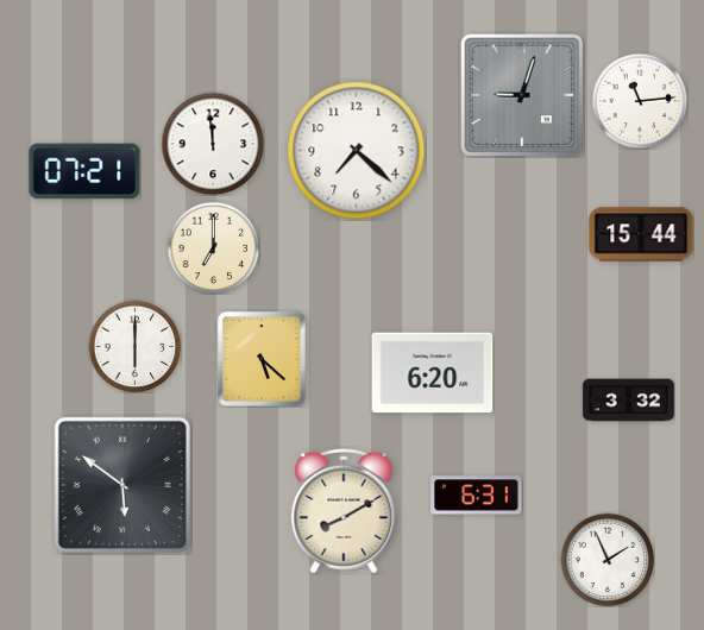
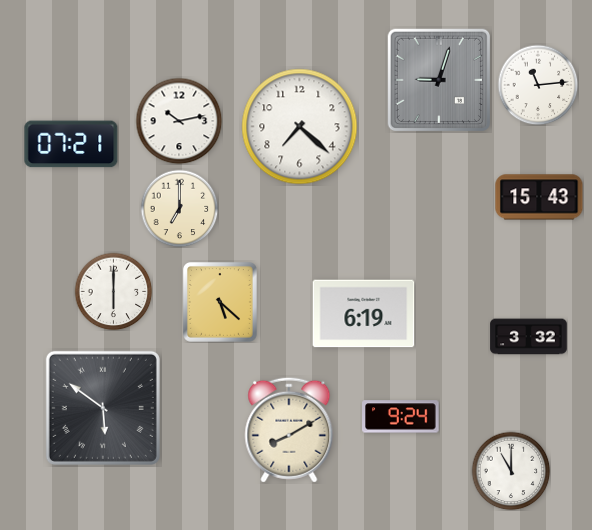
clock at (213, 144): 11:59 -> 10:13
clock at (641, 234): 15:44 -> 15:43
clock at (433, 373): 6:20 -> 6:19
clock at (477, 496): 6:31 -> 9:24
clock at (608, 560): 1:56 -> 11:00
